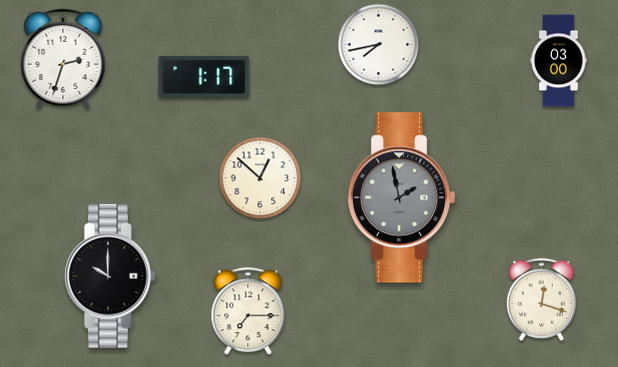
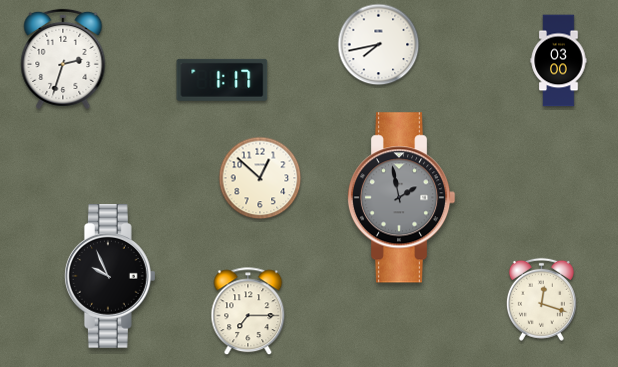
clock at (204, 77) position: (204, 77) -> (222, 80)
clock at (111, 277): 10:00 -> 9:56
